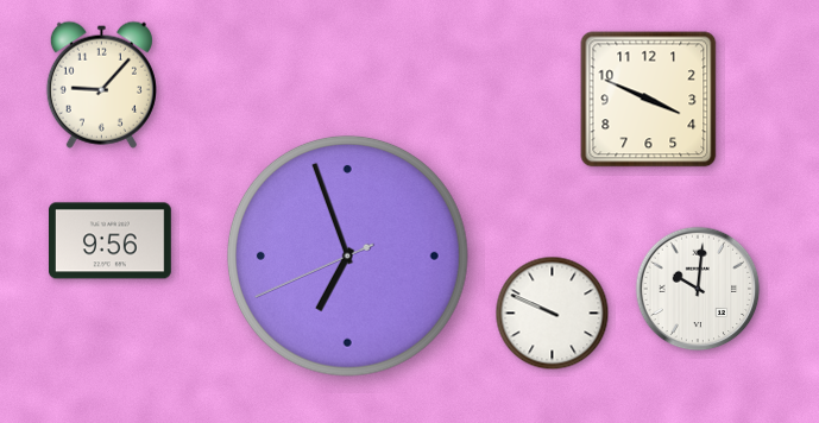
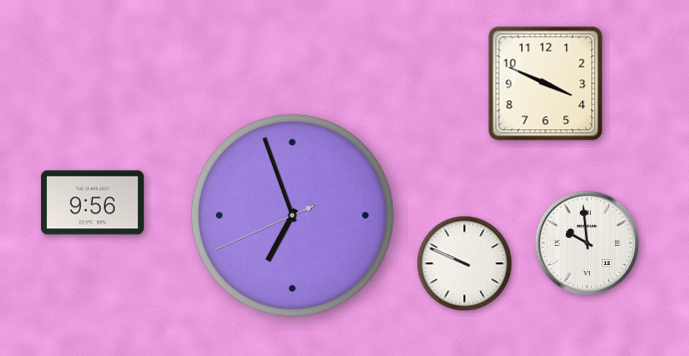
clock at (101, 84): 9:07 -> none
clock at (698, 289): 10:01 -> 9:59
